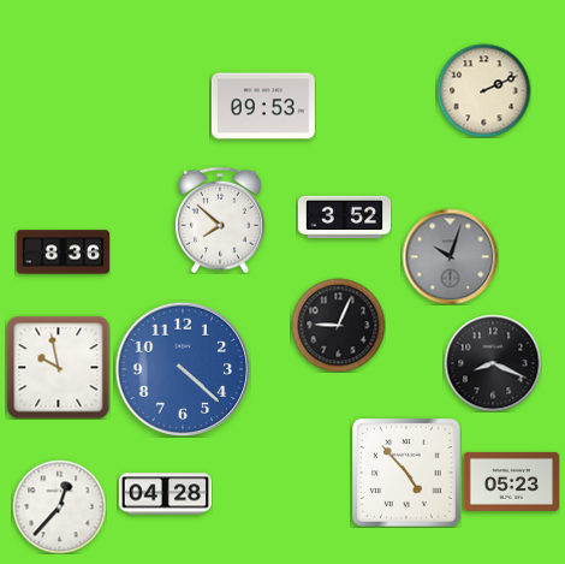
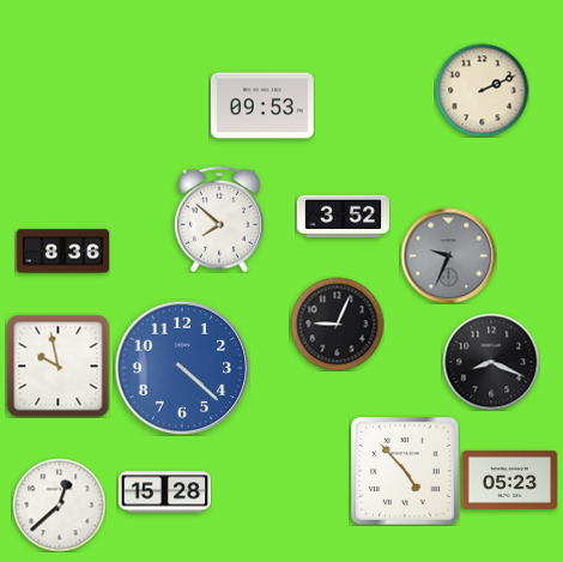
clock at (450, 256): 10:03 -> 9:34
clock at (165, 494): 04:28 -> 15:28
clock at (59, 506): 12:37 -> 12:38
